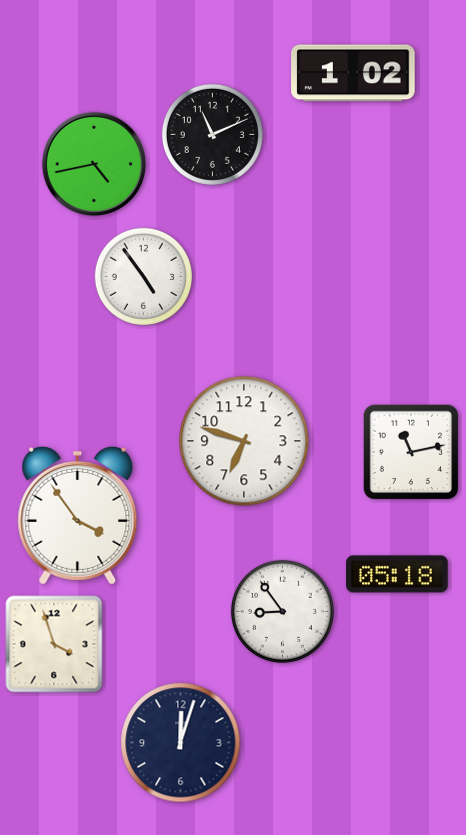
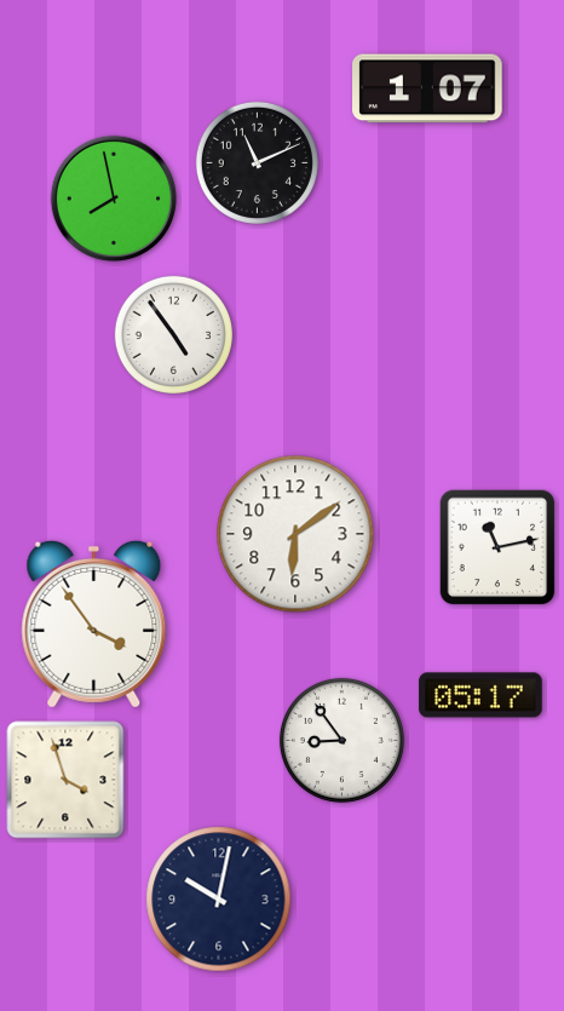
clock at (353, 73): 1:02 -> 1:07
clock at (94, 164): 4:43 -> 7:58
clock at (244, 441): 6:48 -> 6:09
clock at (397, 574): 05:18 -> 05:17
clock at (181, 743): 12:03 -> 10:02
